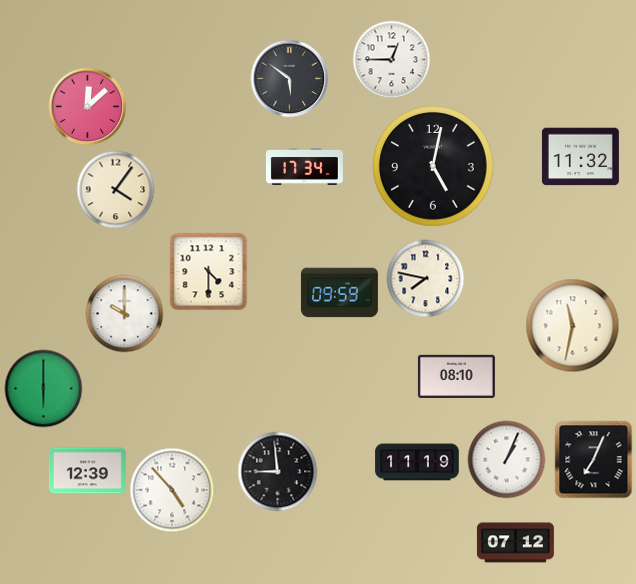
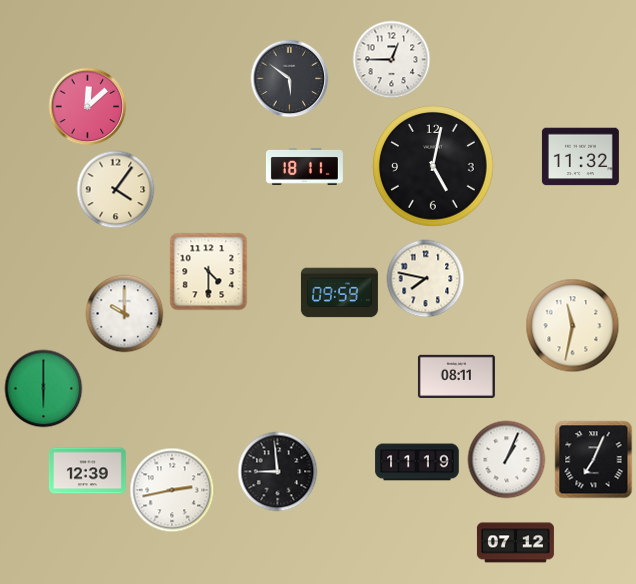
clock at (304, 166): 17:34 -> 18:11
clock at (456, 376): 08:10 -> 08:11
clock at (172, 490): 4:53 -> 2:43
